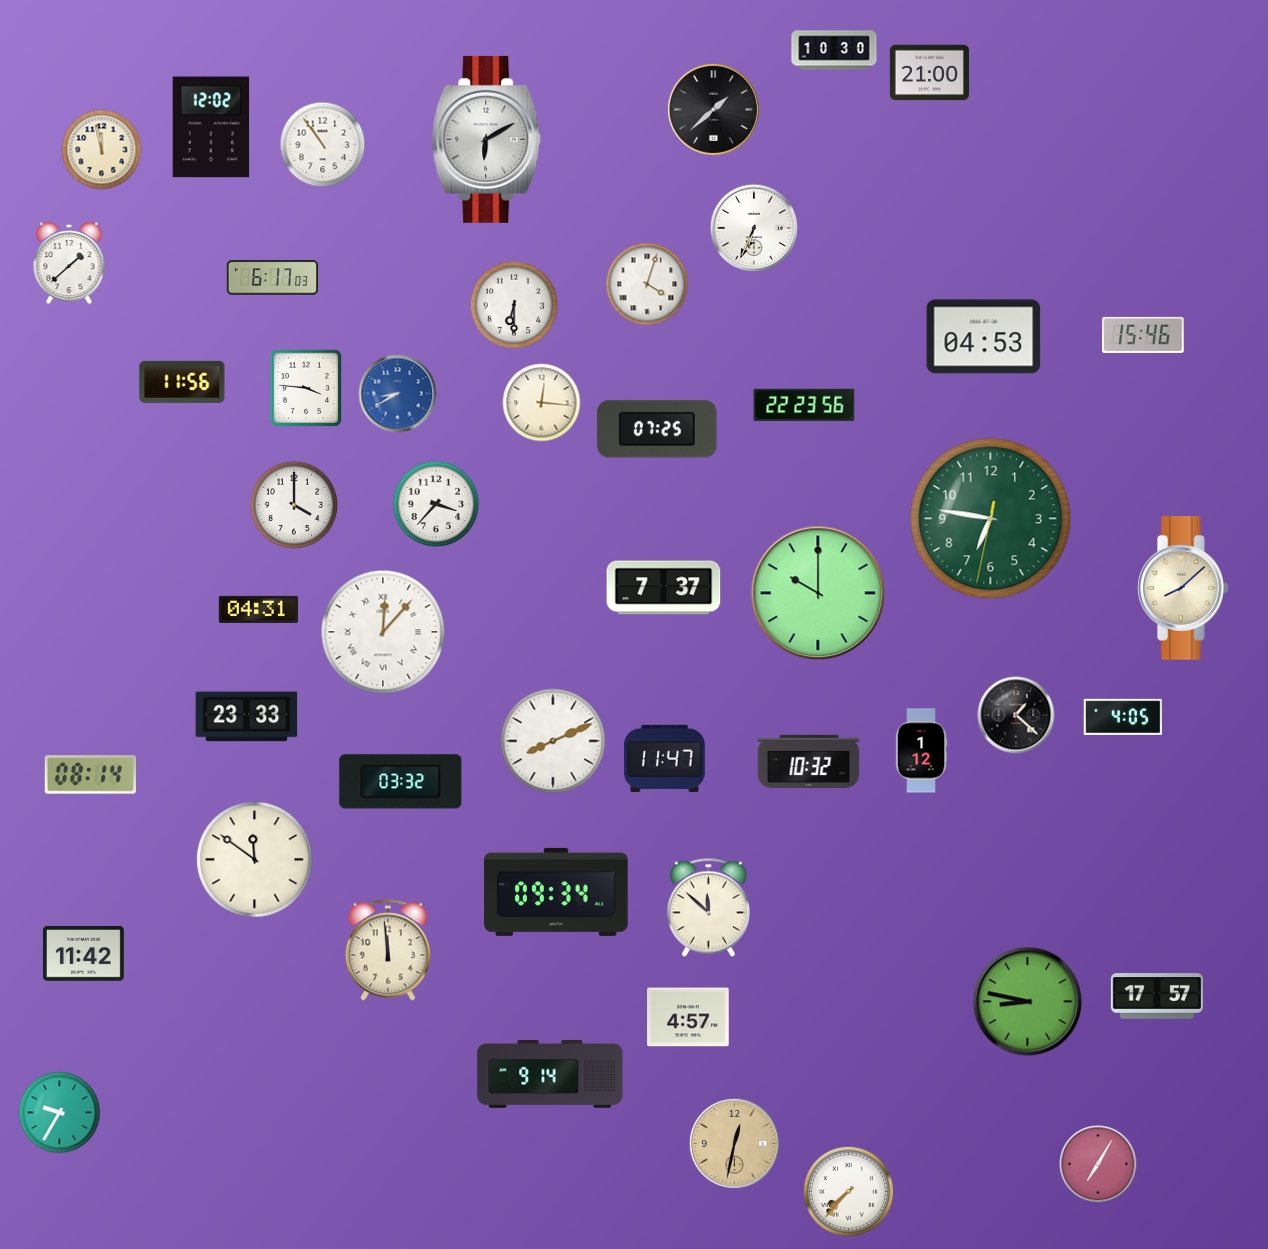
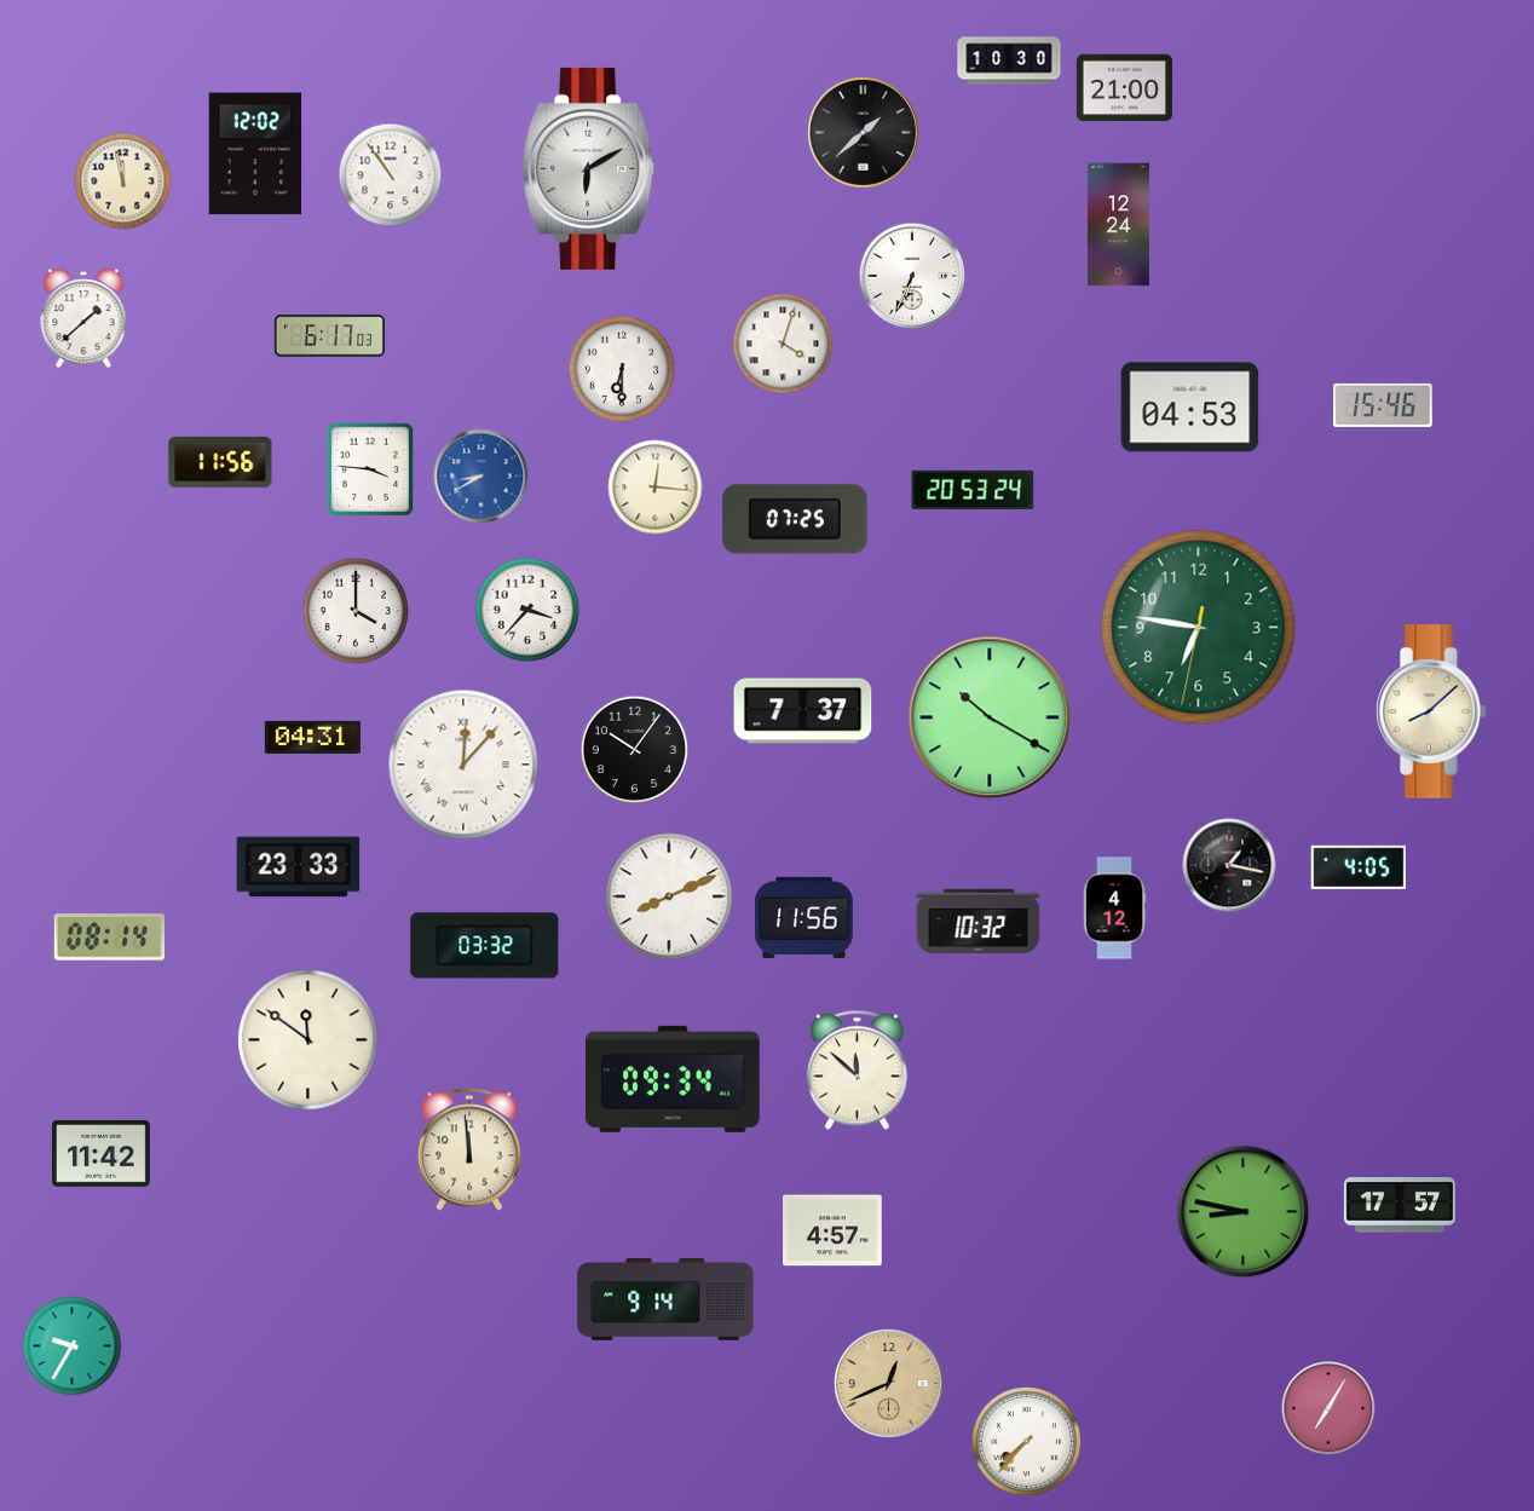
clock at (1118, 225): none -> 12:24
clock at (804, 405): 22:23 -> 20:53
clock at (818, 593): 10:00 -> 10:20
clock at (634, 749): none -> 10:06
clock at (1016, 715): 1:22 -> 1:17
clock at (921, 751): 1:12 -> 4:12
clock at (664, 758): 11:47 -> 11:56
clock at (708, 908) position: (708, 908) -> (857, 1071)
clock at (734, 1143): 12:32 -> 12:41
